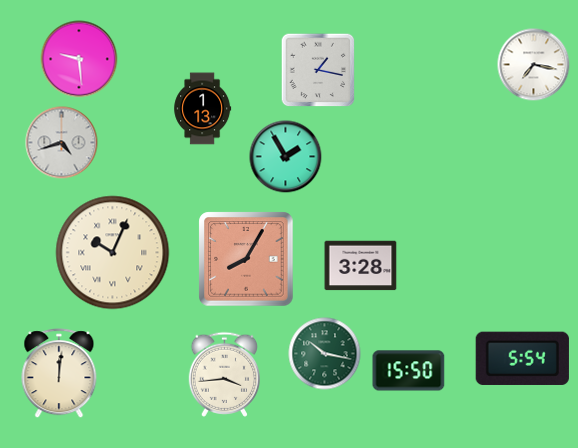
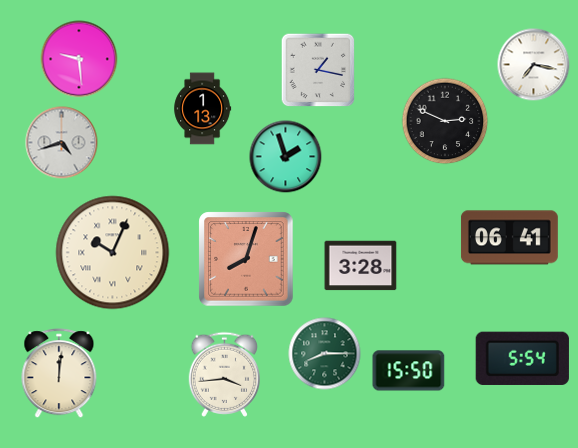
clock at (445, 121): none -> 2:49
clock at (286, 157): 1:55 -> 1:57
clock at (509, 238): none -> 06:41
clock at (246, 259): 8:05 -> 8:03
clock at (325, 354): 10:17 -> 8:15
